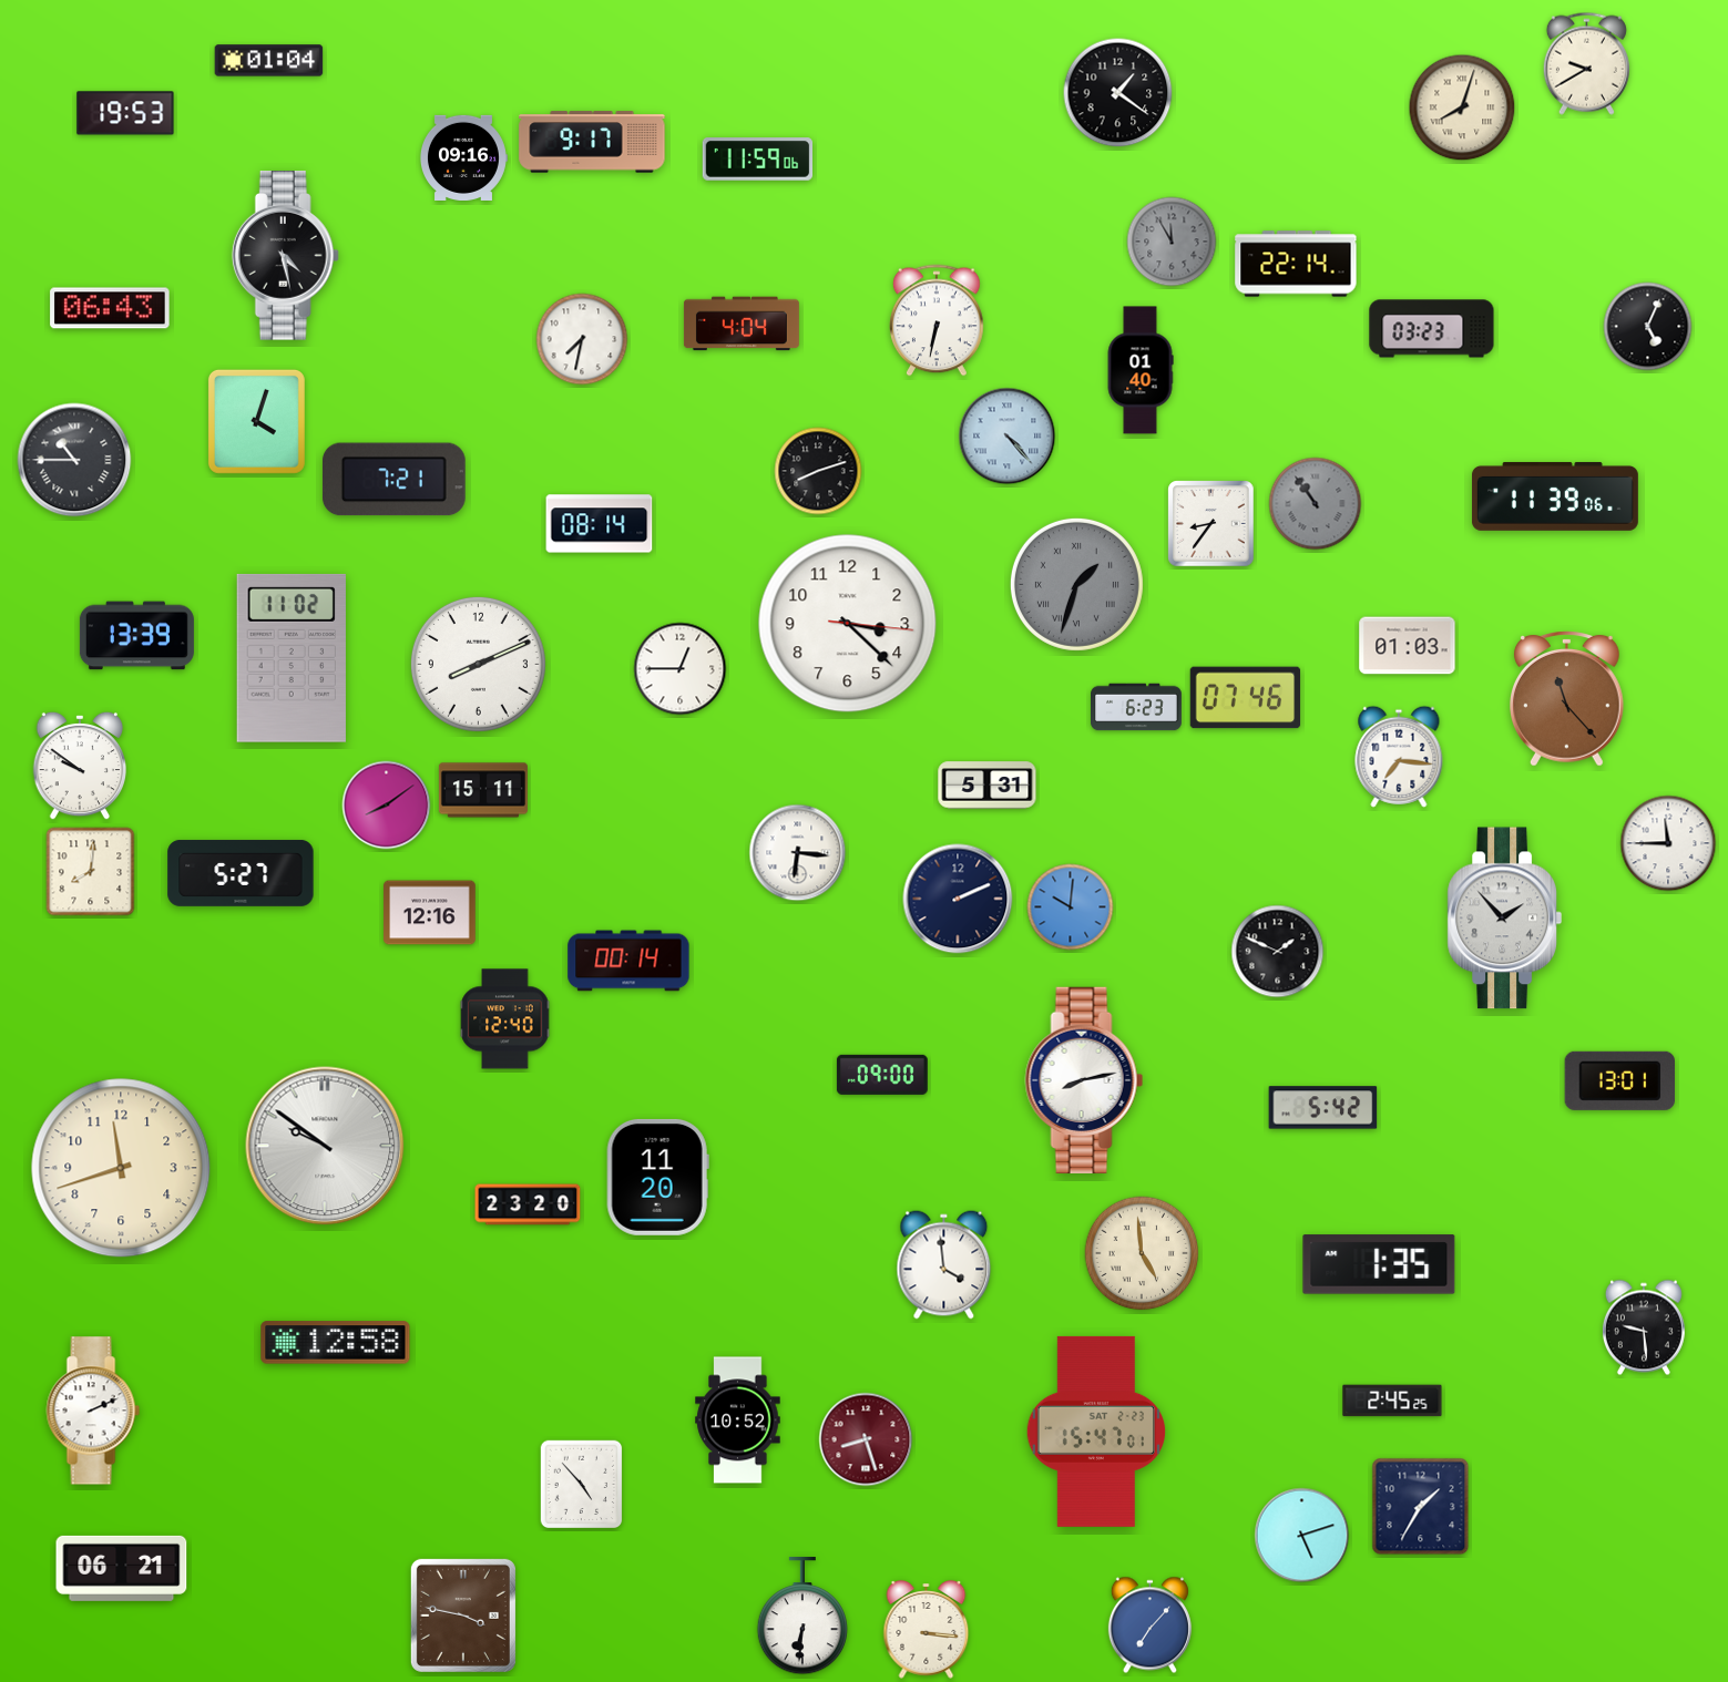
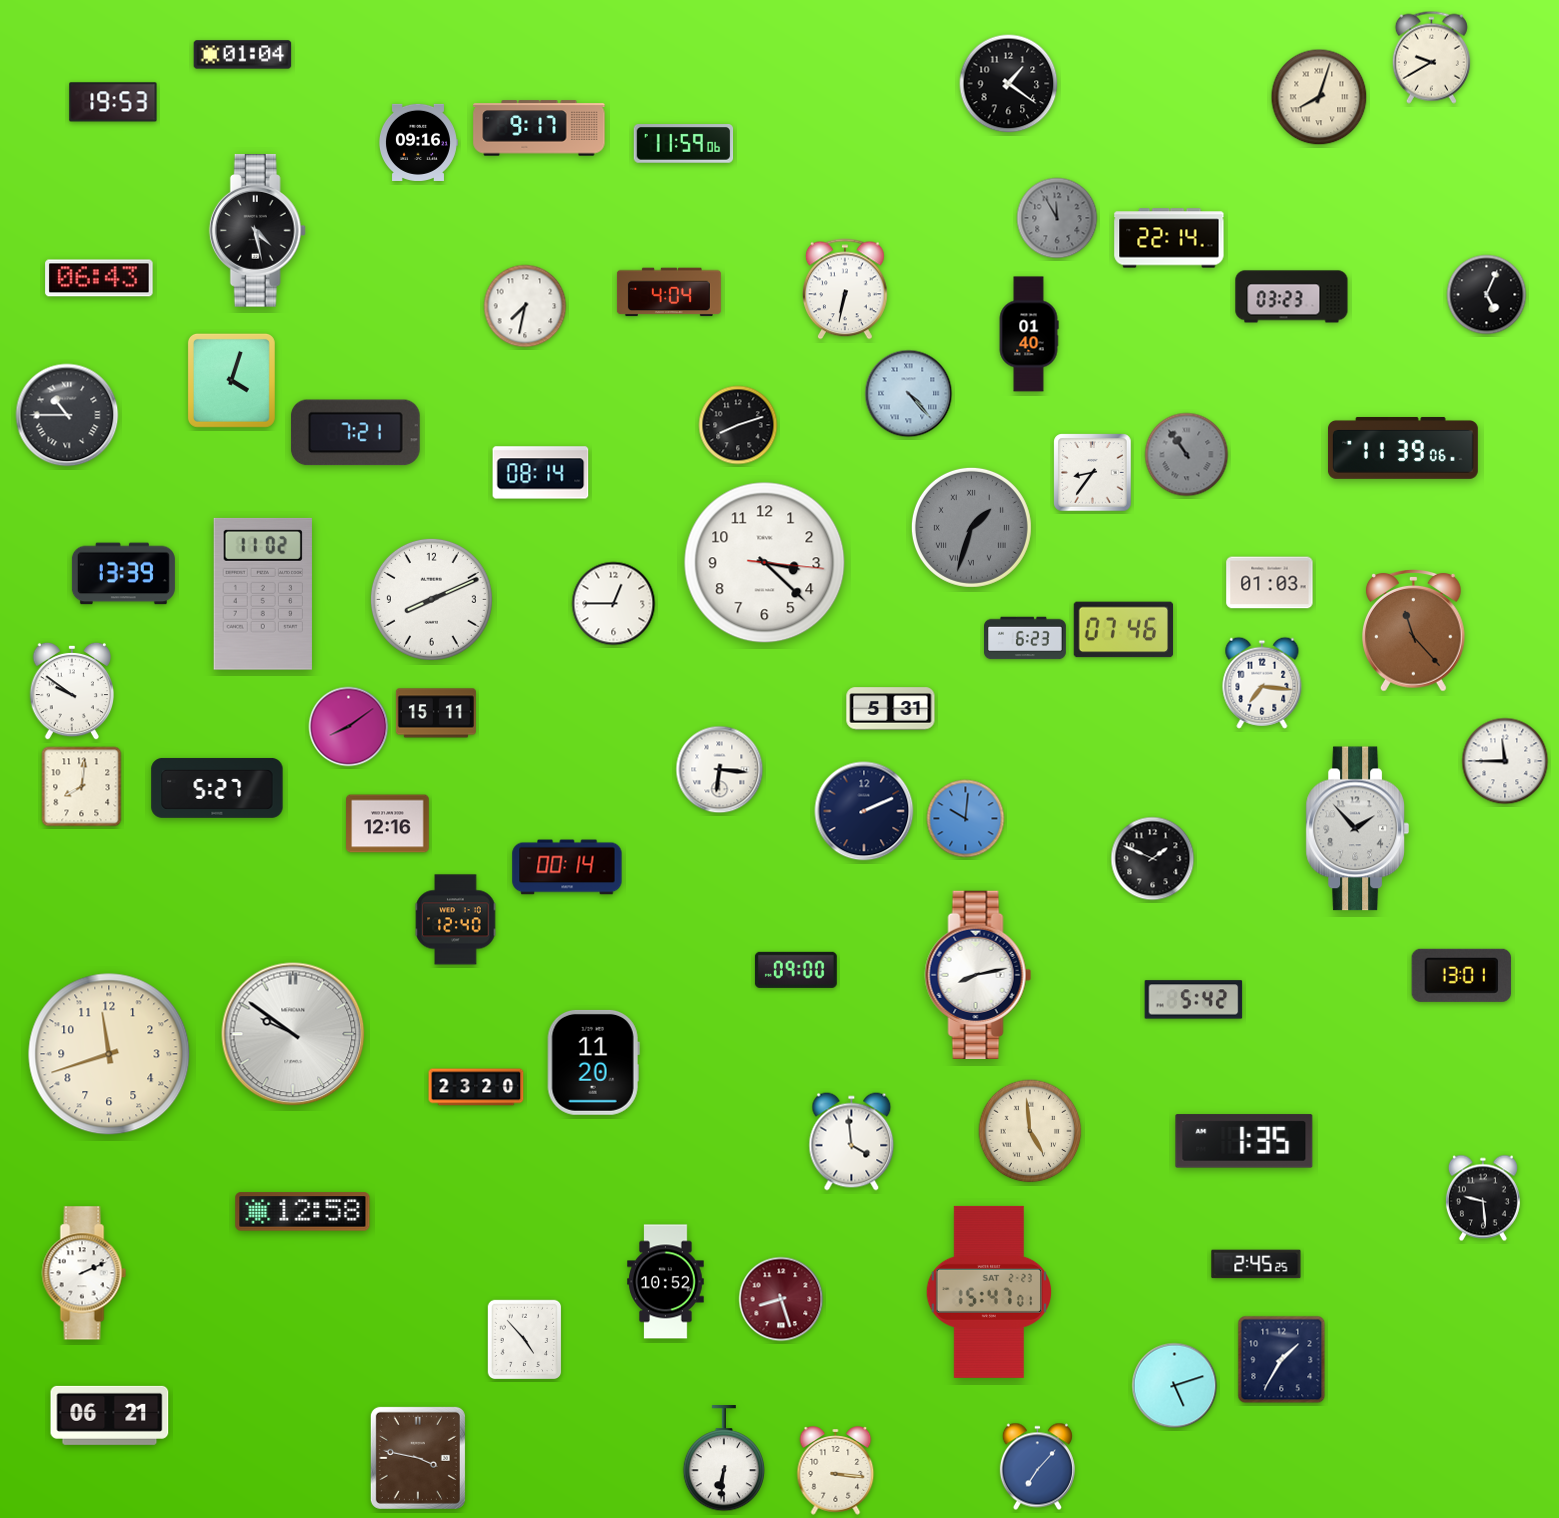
clock at (592, 142) position: (592, 142) -> (539, 128)
